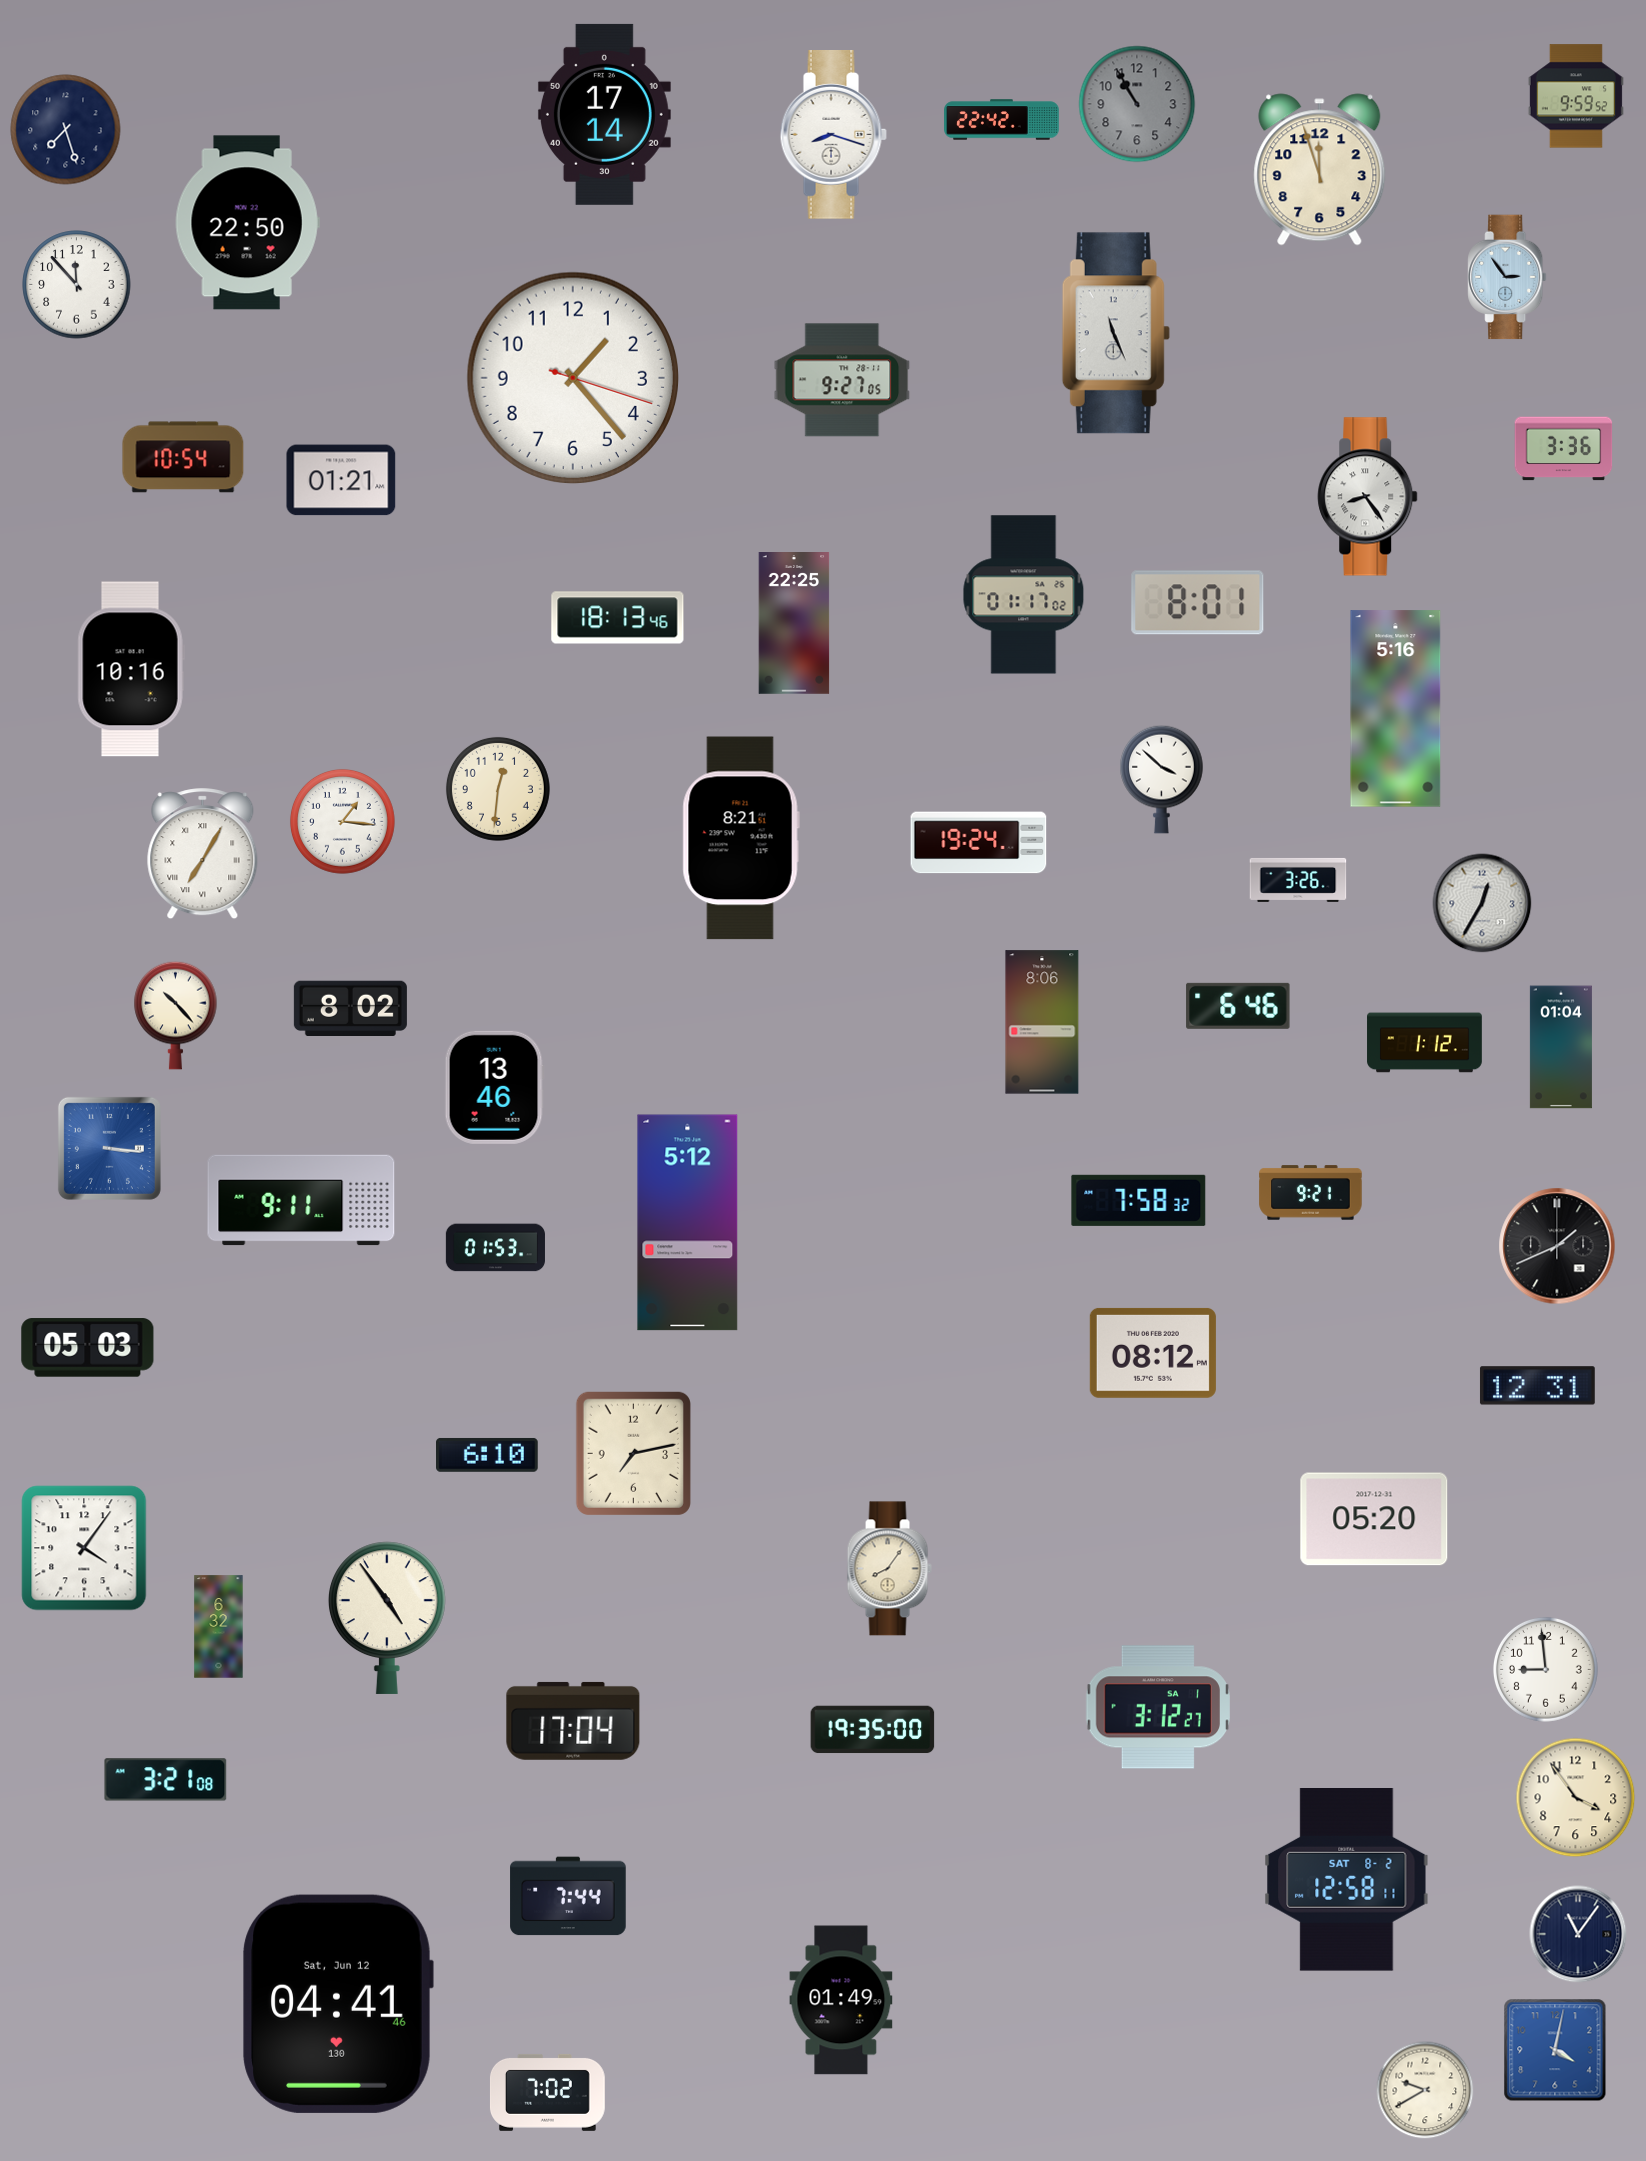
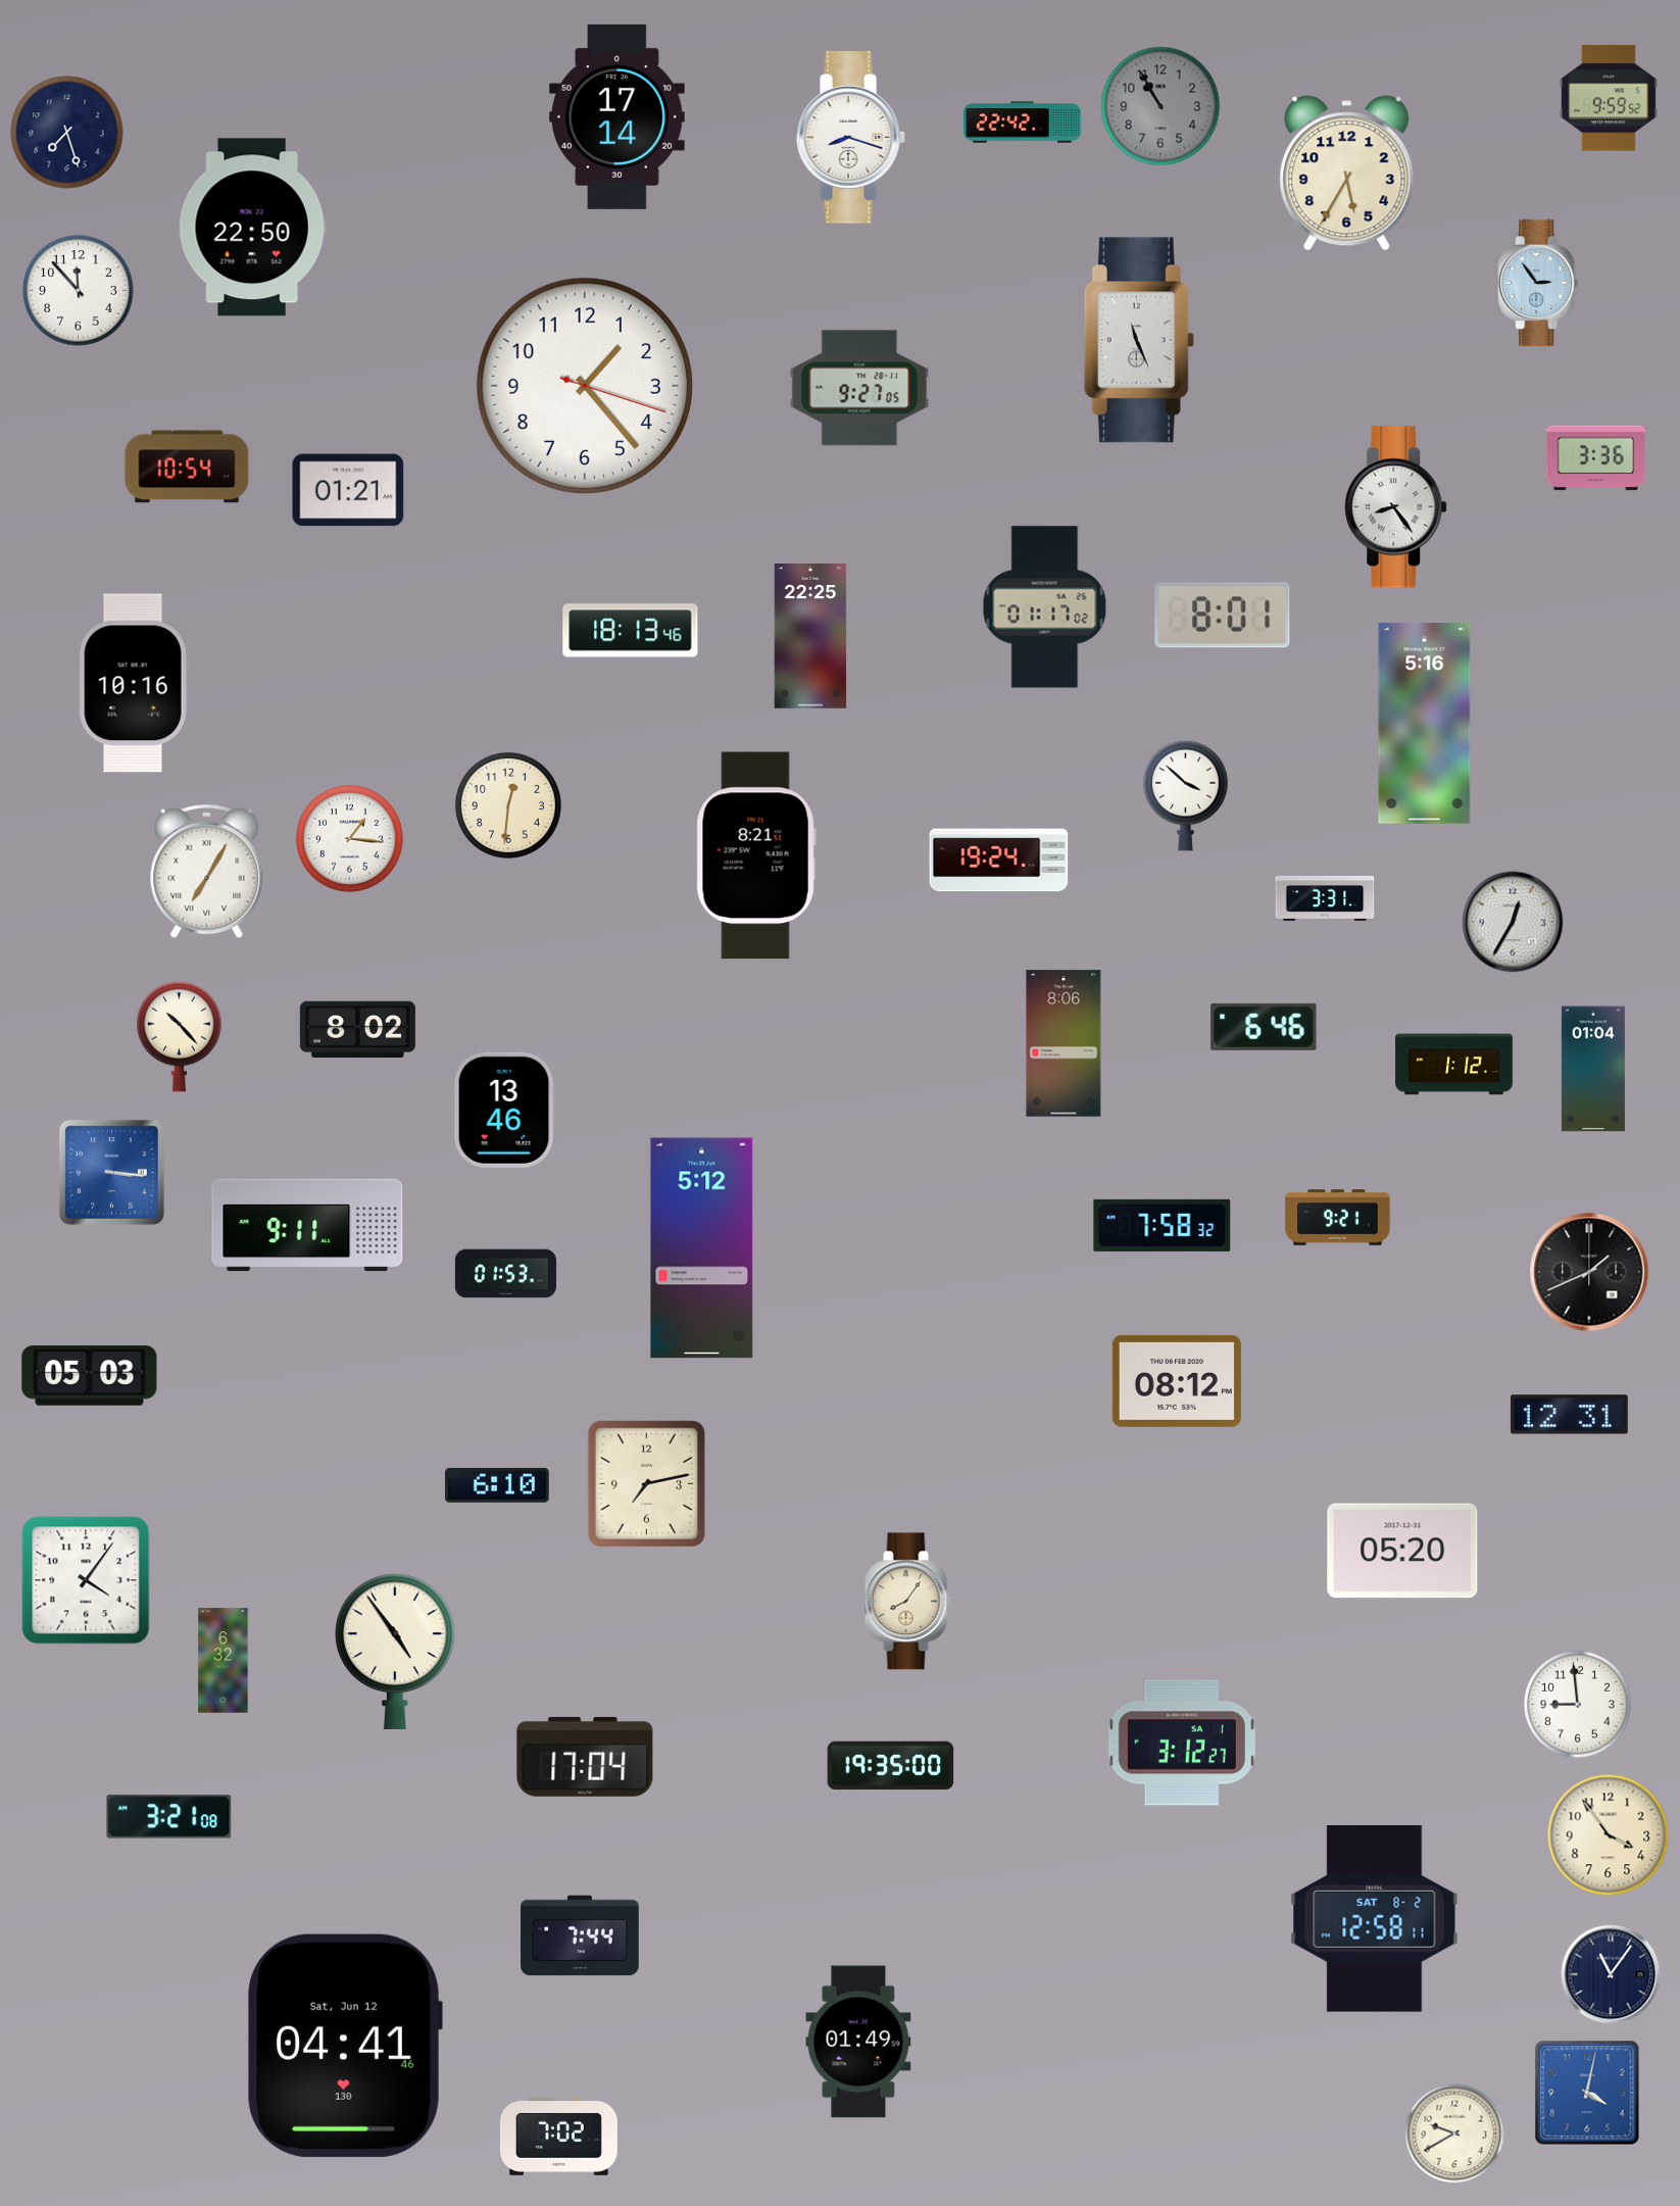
clock at (1320, 170): 11:57 -> 5:35
clock at (1298, 880): 3:26 -> 3:31
